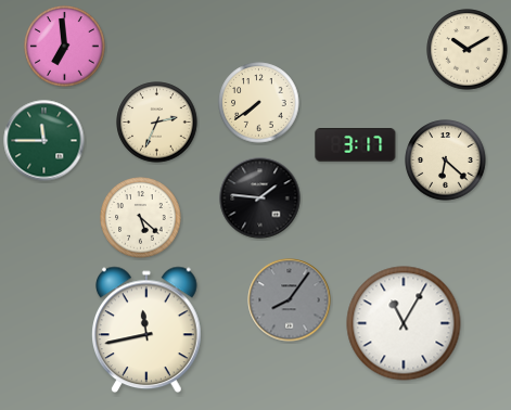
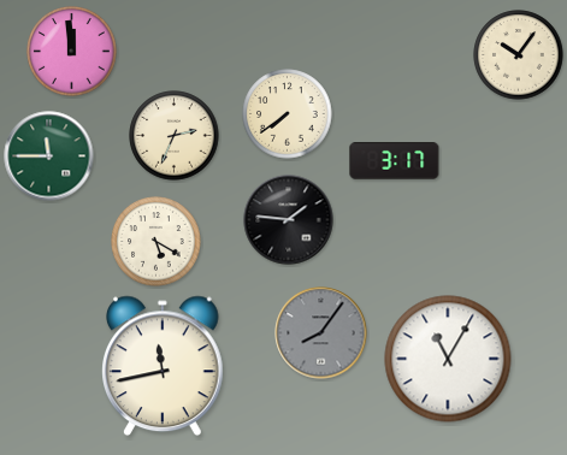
clock at (65, 47): 6:59 -> 11:59
clock at (468, 50): 10:10 -> 10:06
clock at (446, 161): 6:22 -> none
clock at (141, 218): 5:22 -> 5:20
